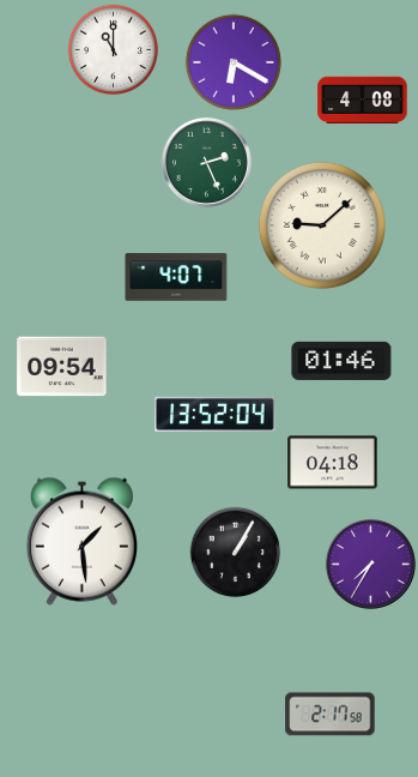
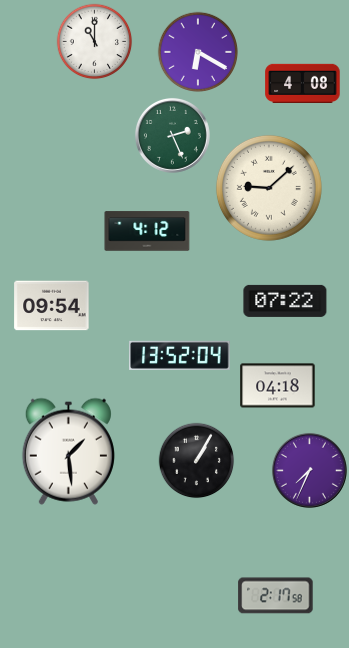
clock at (232, 61) position: (232, 61) -> (197, 51)
clock at (176, 277): 4:07 -> 4:12
clock at (341, 361): 01:46 -> 07:22
clock at (216, 414) position: (216, 414) -> (180, 355)
clock at (370, 564): 7:35 -> 7:34
